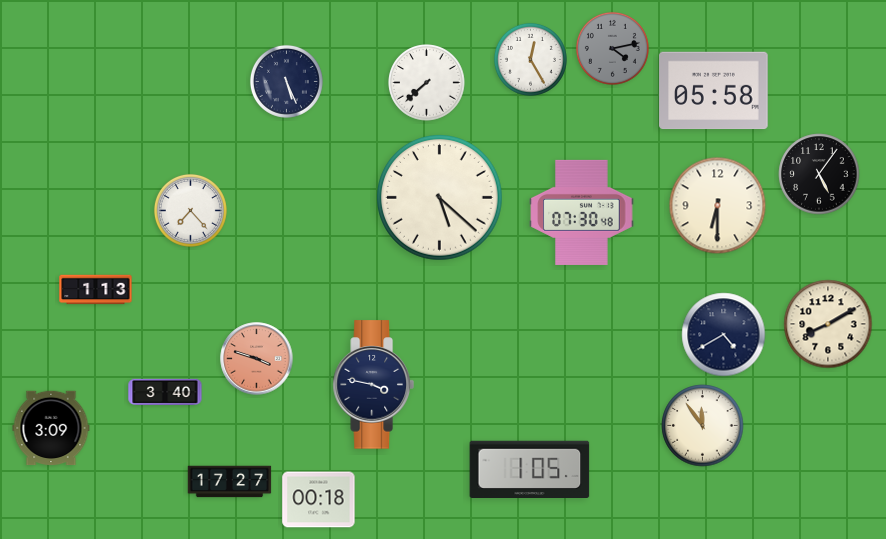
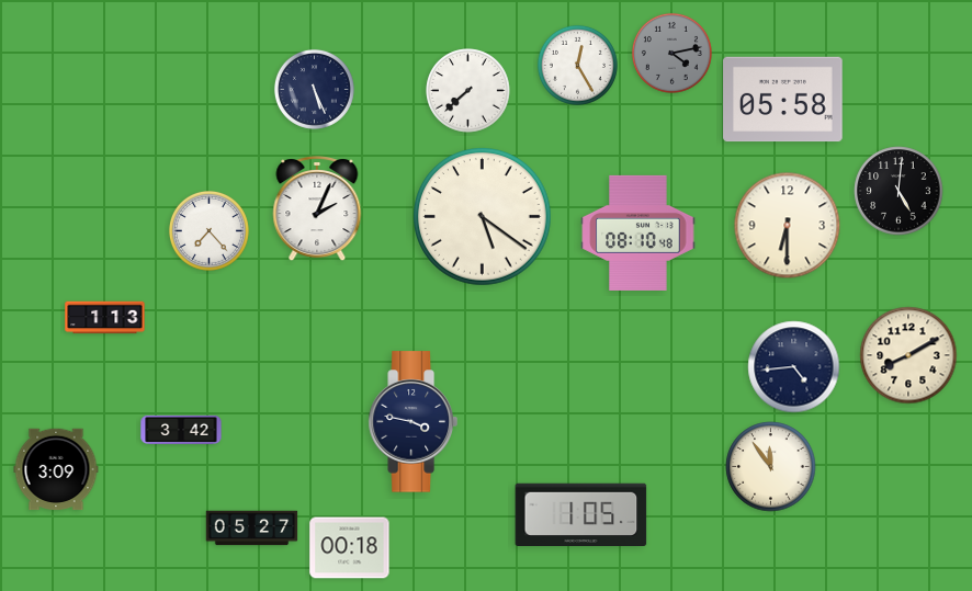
clock at (530, 59) position: (530, 59) -> (577, 65)
clock at (819, 174): 5:06 -> 5:01
clock at (317, 209): none -> 2:04
clock at (440, 198): 5:22 -> 5:21
clock at (582, 212): 07:30 -> 08:10
clock at (724, 335): 4:40 -> 4:44
clock at (257, 359): 3:48 -> none
clock at (373, 385) position: (373, 385) -> (412, 422)
clock at (165, 392): 3:40 -> 3:42
clock at (230, 482): 17:27 -> 05:27
